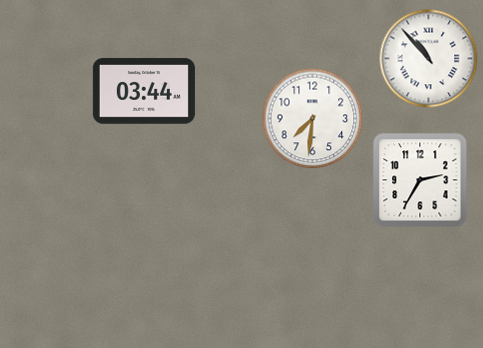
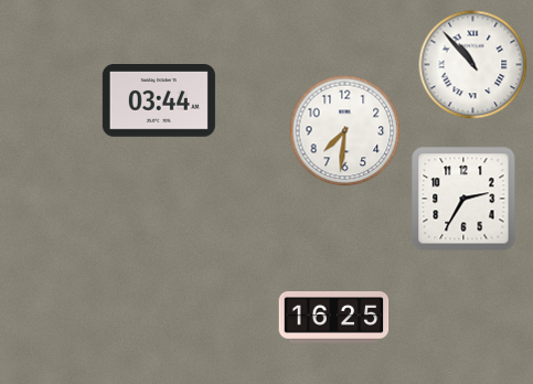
clock at (334, 317): none -> 16:25
